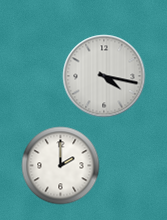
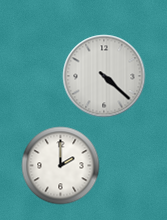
clock at (104, 76): 4:17 -> 4:22
